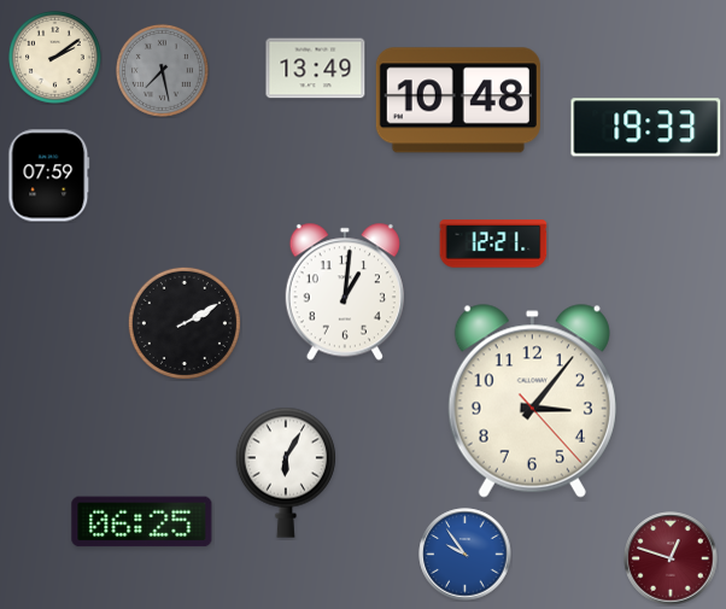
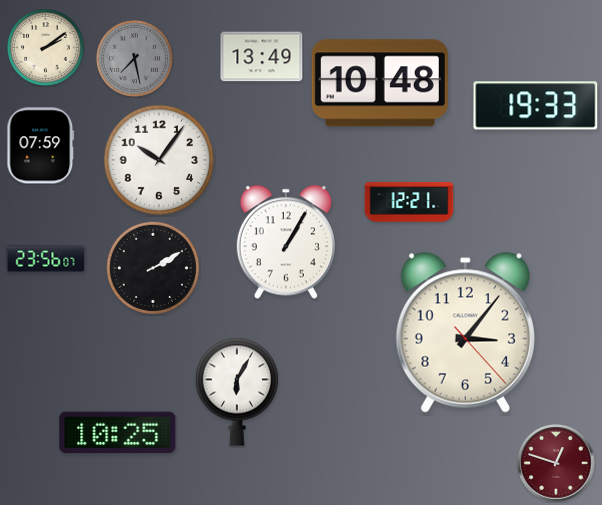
clock at (159, 160): none -> 10:06
clock at (345, 292): 1:01 -> 1:05
clock at (46, 259): none -> 23:56
clock at (532, 402) position: (532, 402) -> (465, 333)
clock at (142, 522): 06:25 -> 10:25
clock at (466, 555): 9:54 -> none
